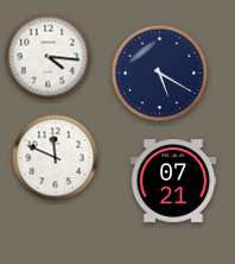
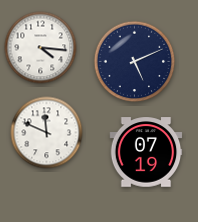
clock at (160, 74): 5:20 -> 5:11
clock at (173, 181): 07:21 -> 07:19
